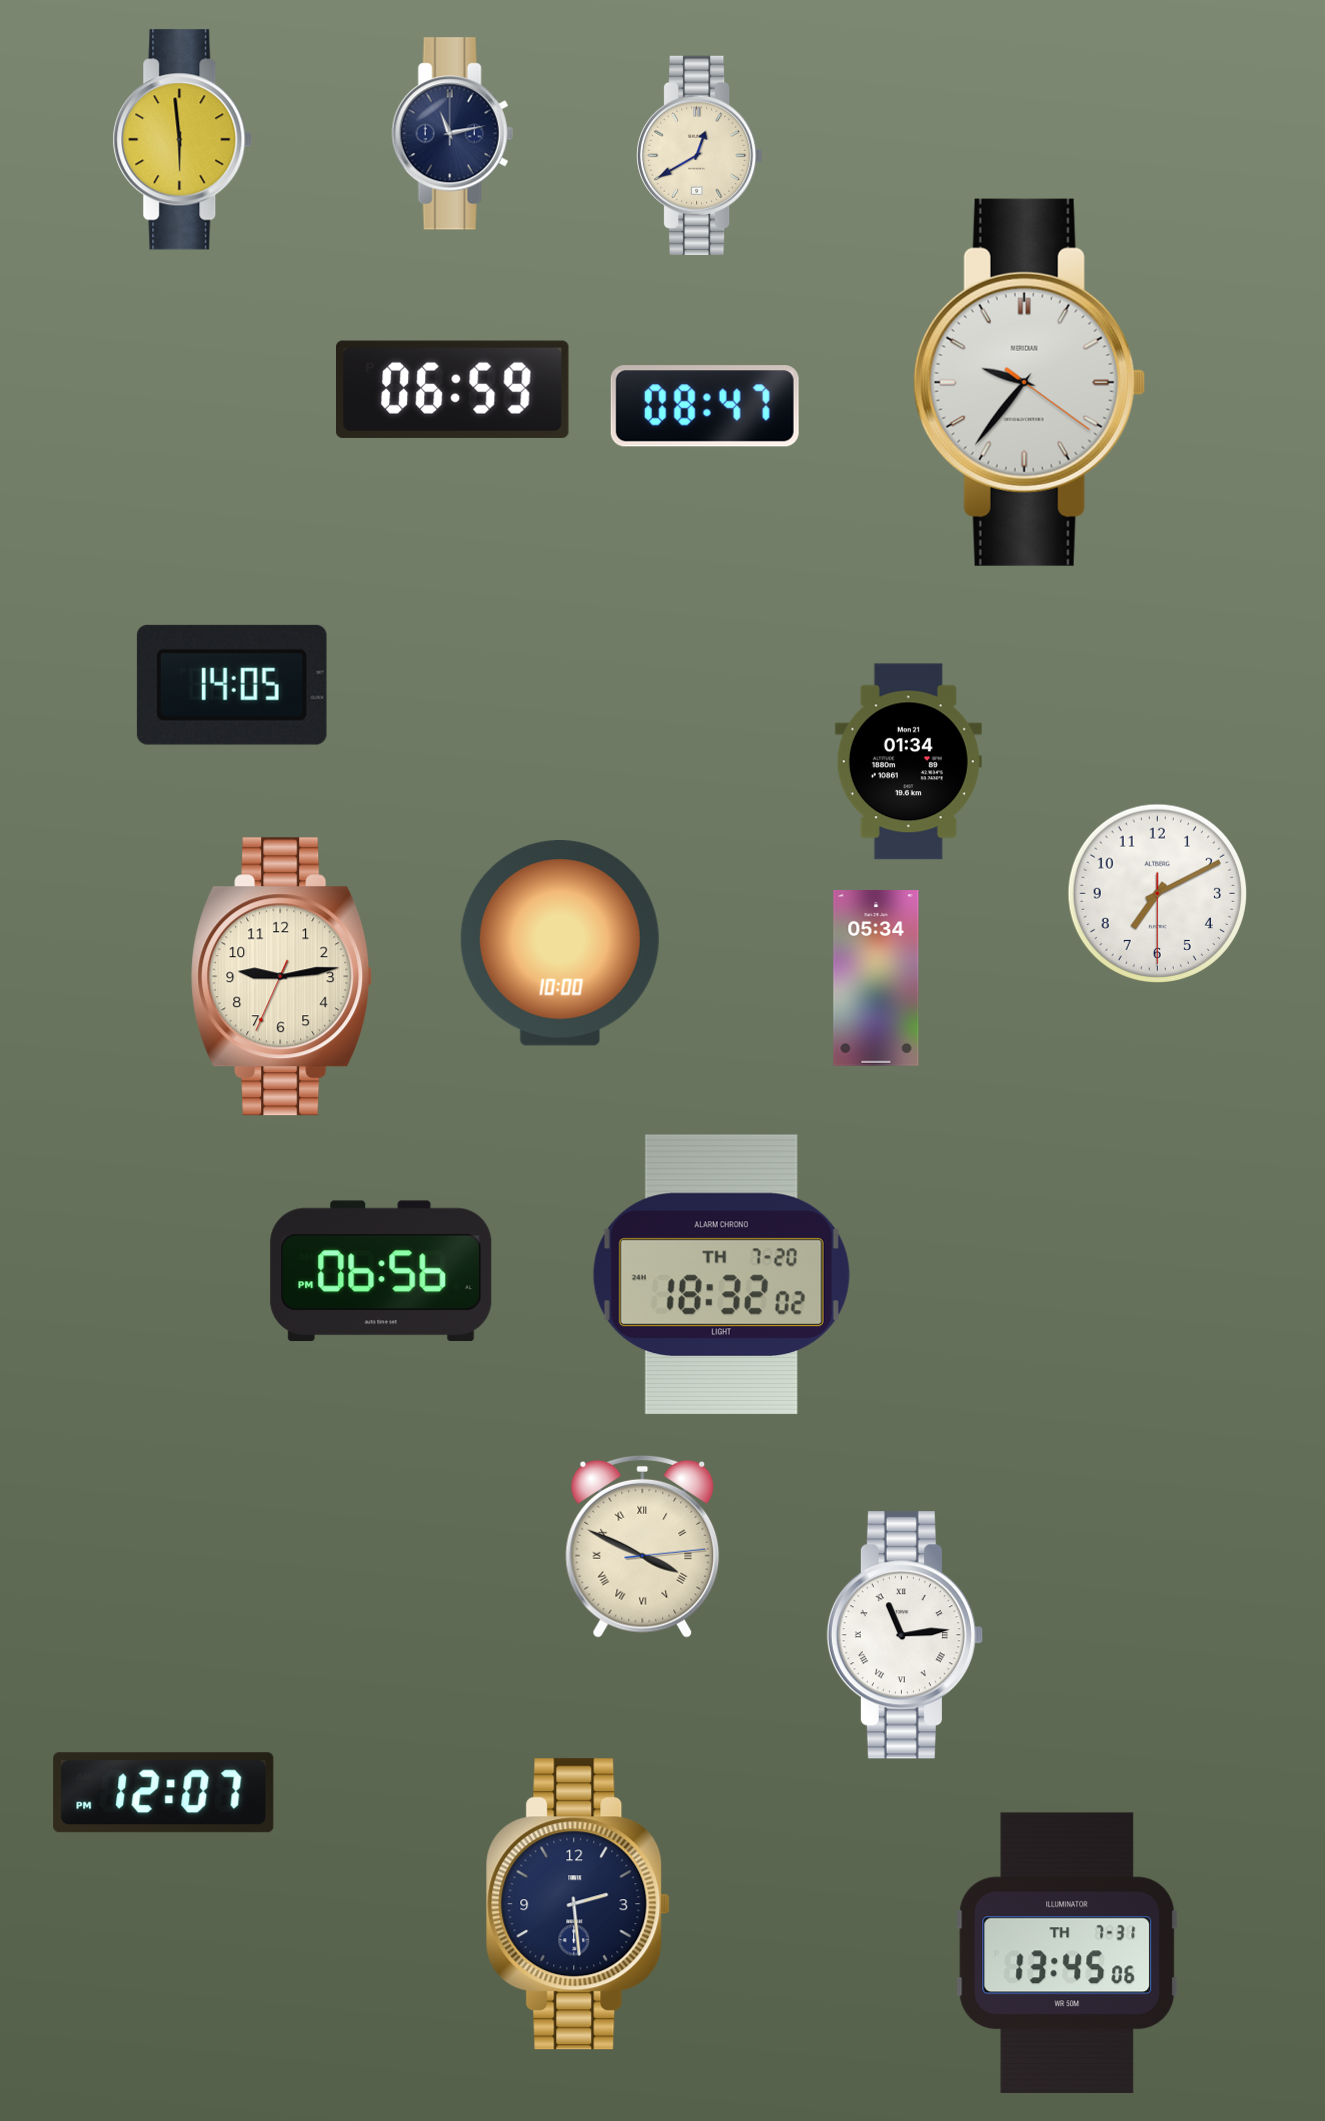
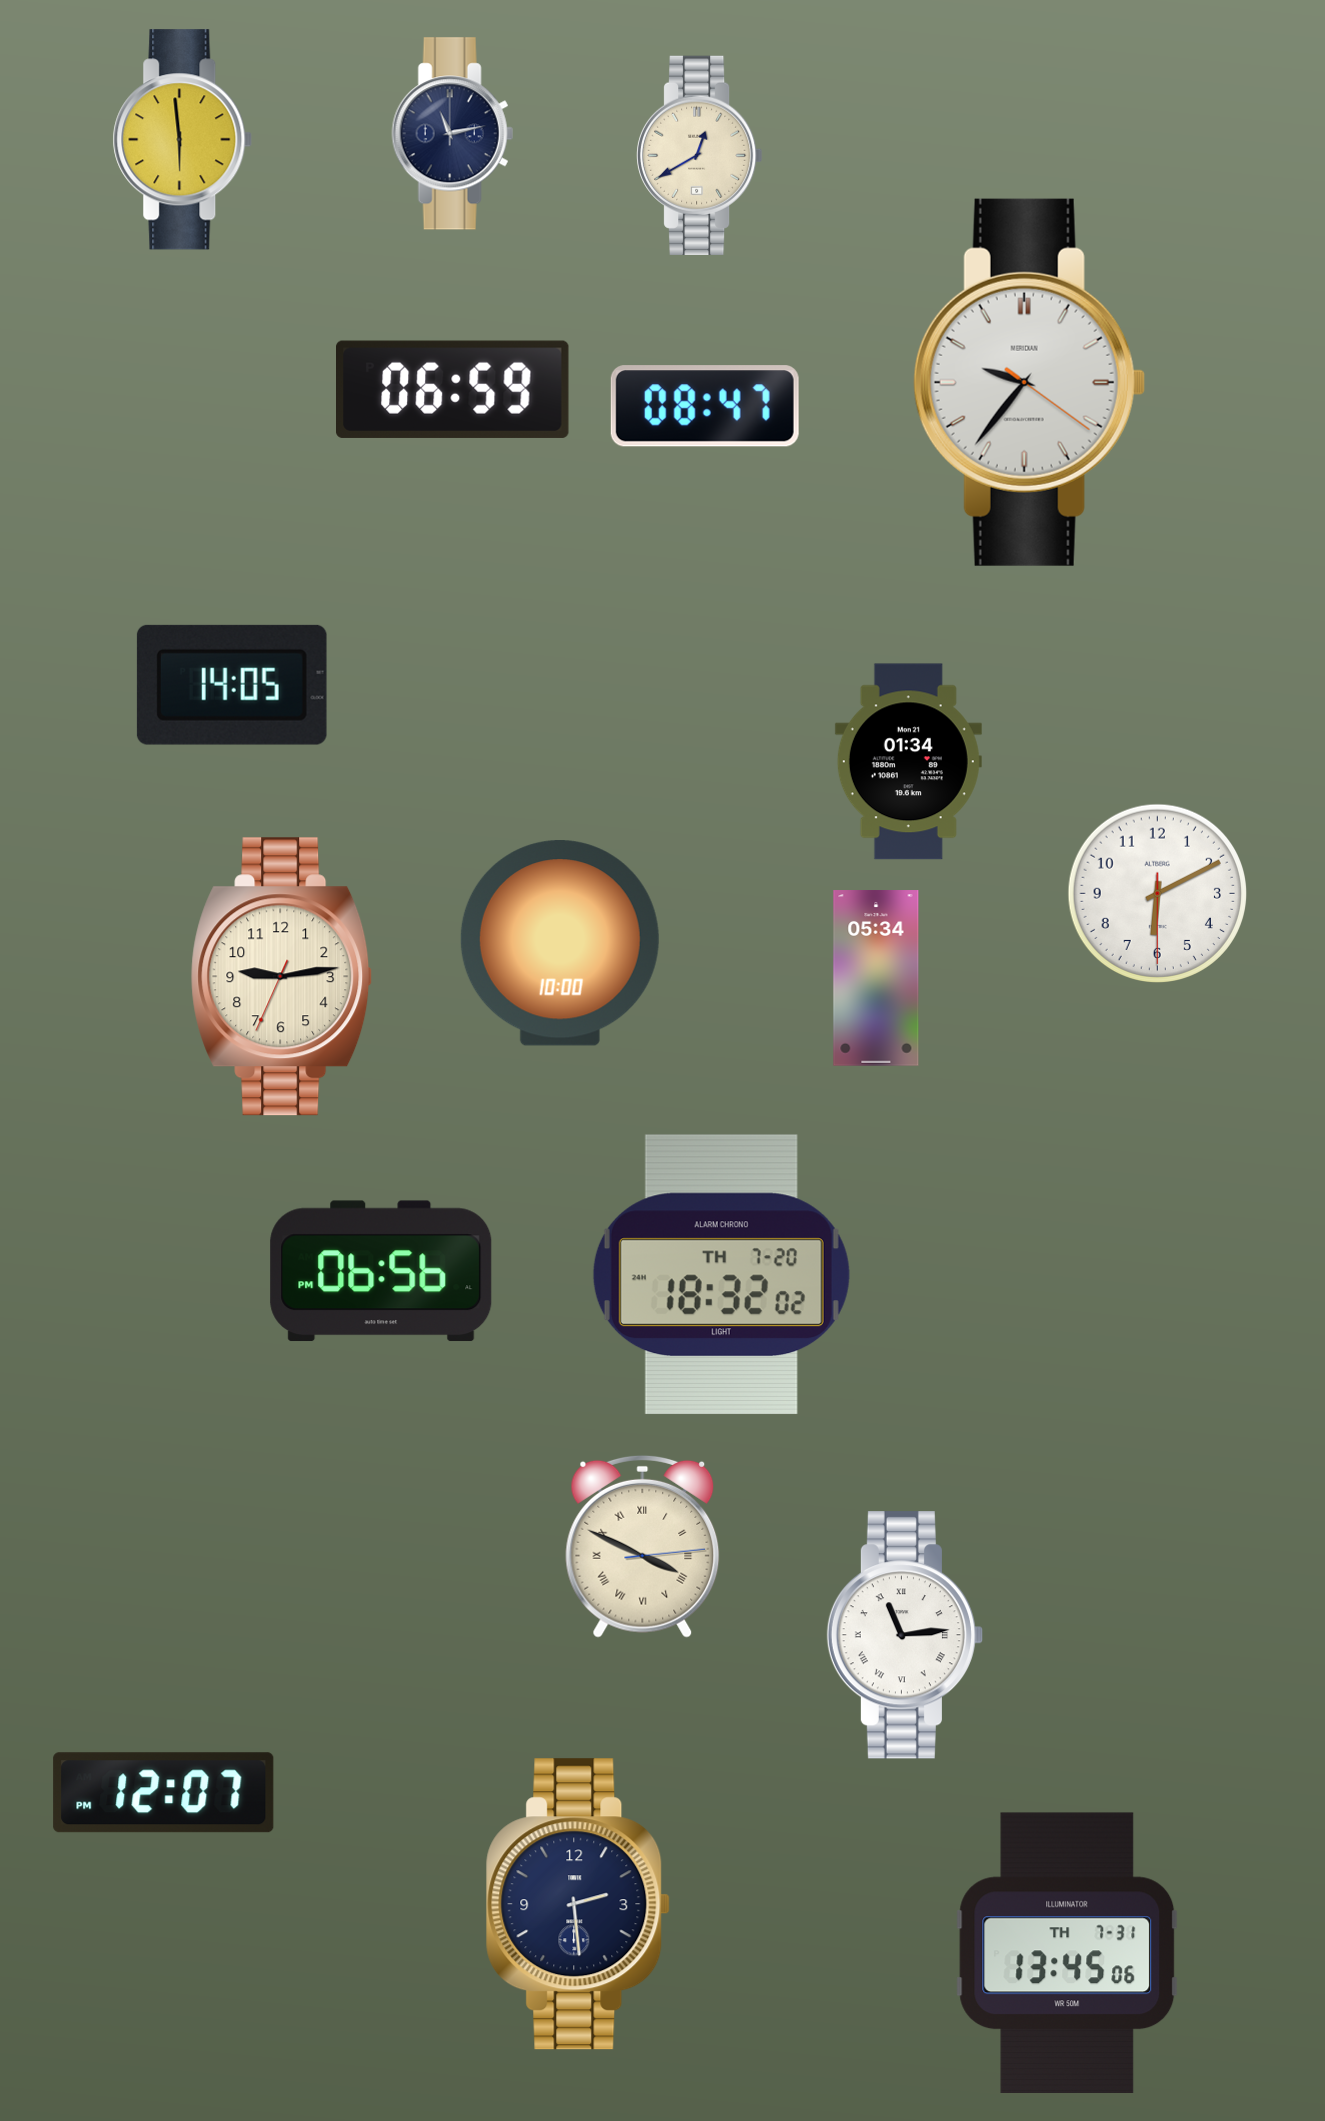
clock at (1157, 893): 7:10 -> 6:10
